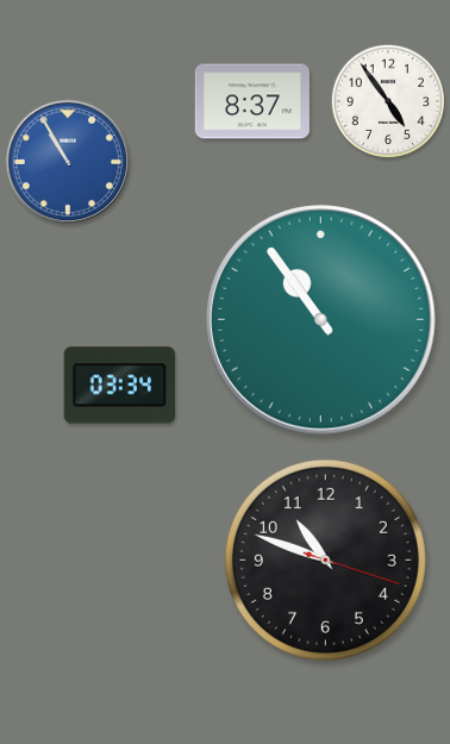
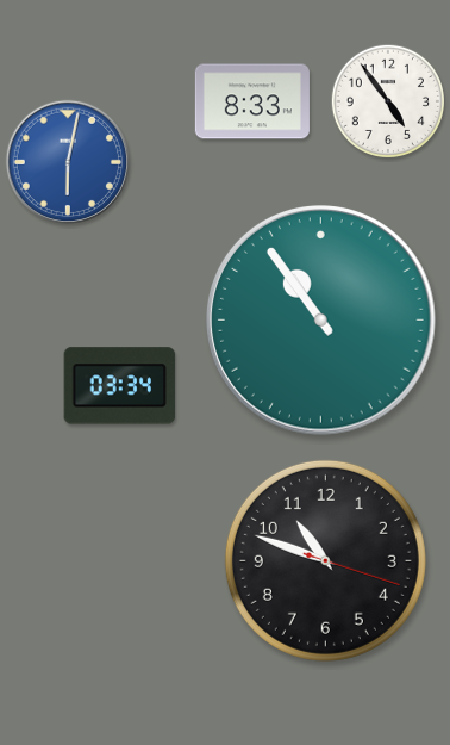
clock at (252, 101): 8:37 -> 8:33
clock at (67, 161): 10:55 -> 6:02
